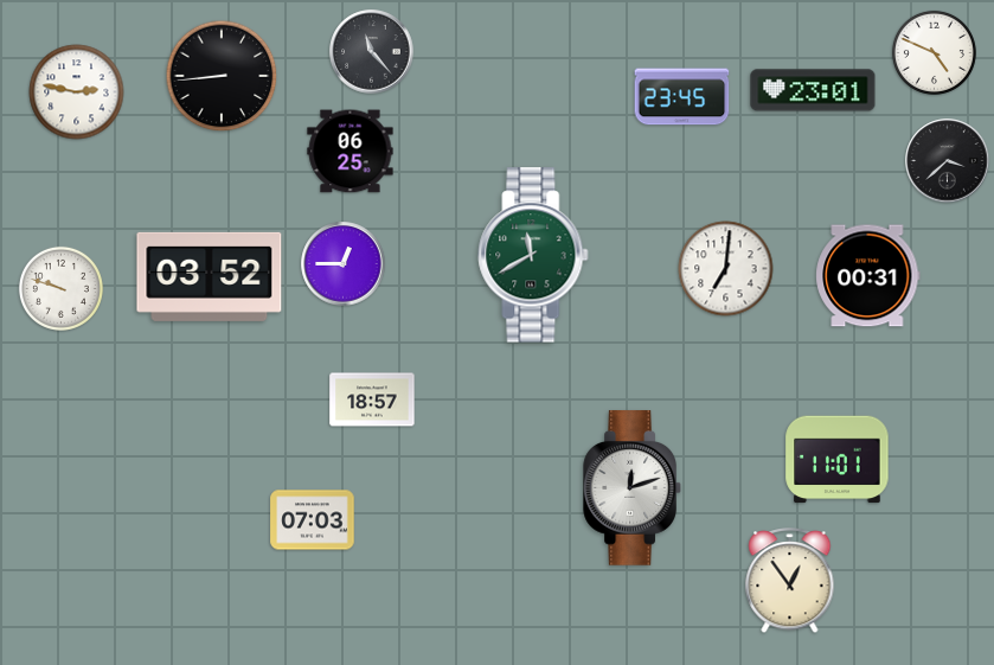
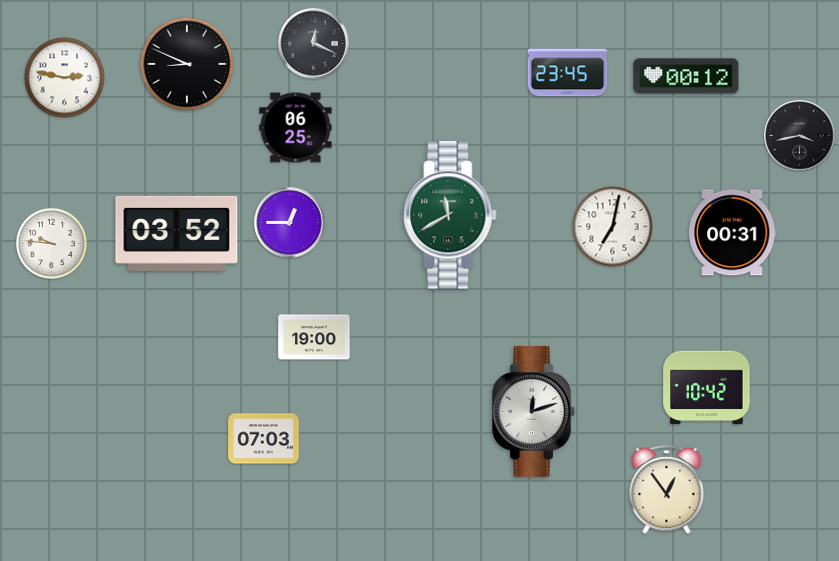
clock at (372, 52): 11:23 -> 12:19
clock at (934, 52): 4:49 -> none
clock at (222, 76): 8:44 -> 8:49
clock at (813, 90): 23:01 -> 00:12
clock at (682, 97) position: (682, 97) -> (568, 73)
clock at (948, 161): 3:38 -> 3:43
clock at (726, 269): 7:01 -> 7:02
clock at (60, 288): 9:48 -> 9:46
clock at (372, 399): 18:57 -> 19:00
clock at (838, 460): 11:01 -> 10:42
